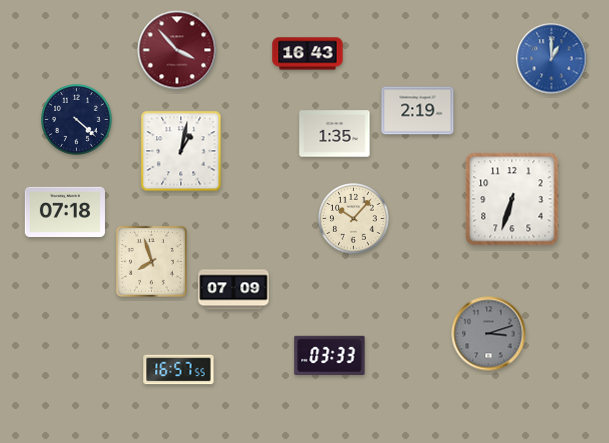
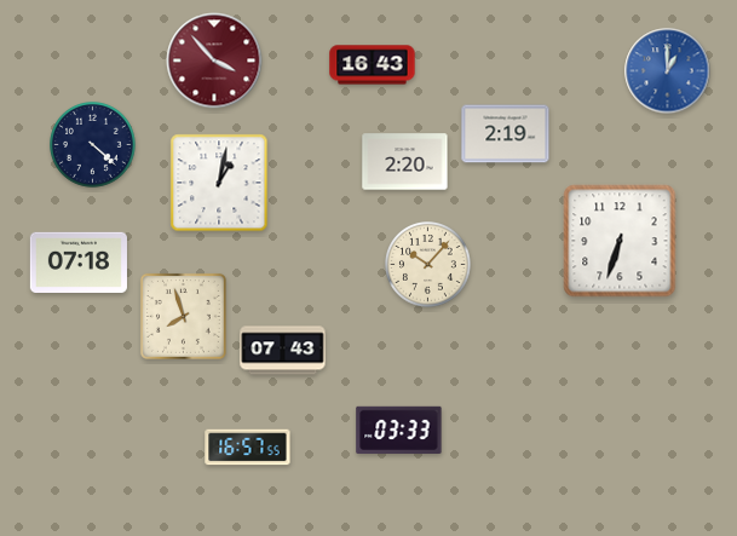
clock at (335, 134): 1:35 -> 2:20
clock at (65, 211) position: (65, 211) -> (79, 261)
clock at (234, 290): 07:09 -> 07:43
clock at (489, 334): 3:12 -> none
clock at (179, 370) position: (179, 370) -> (248, 448)
